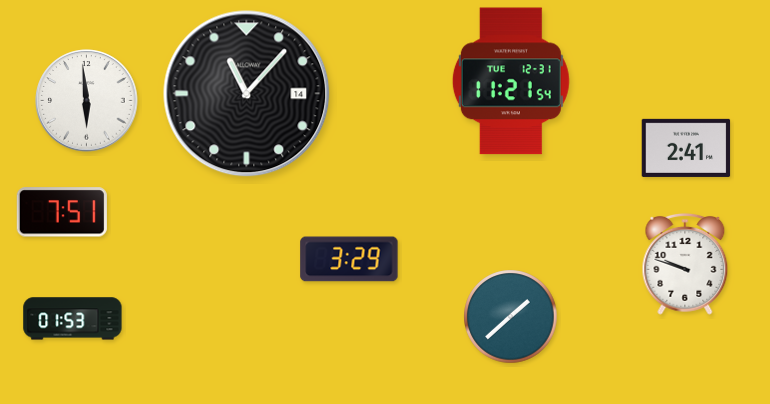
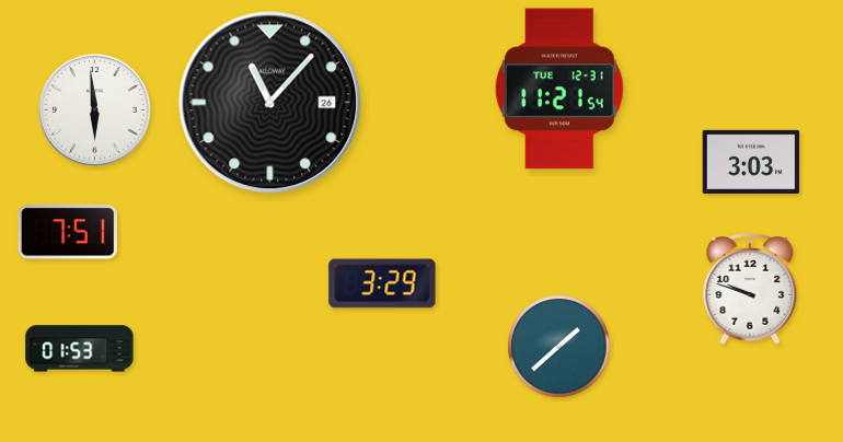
clock at (247, 94) date: 14 -> 26
clock at (686, 148): 2:41 -> 3:03
